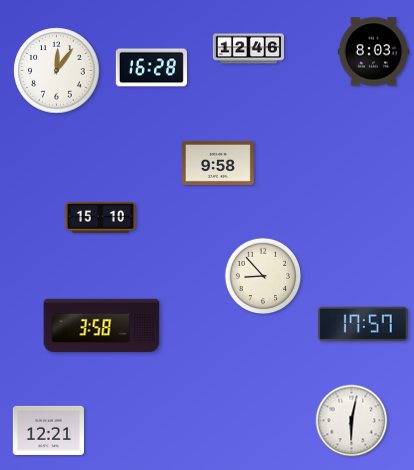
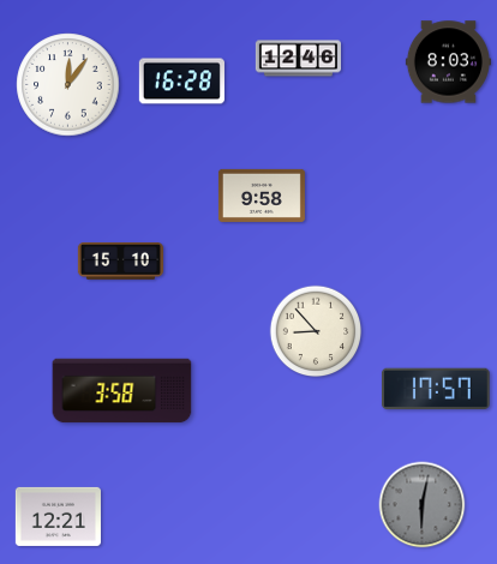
clock at (352, 421) dial: white -> grey
